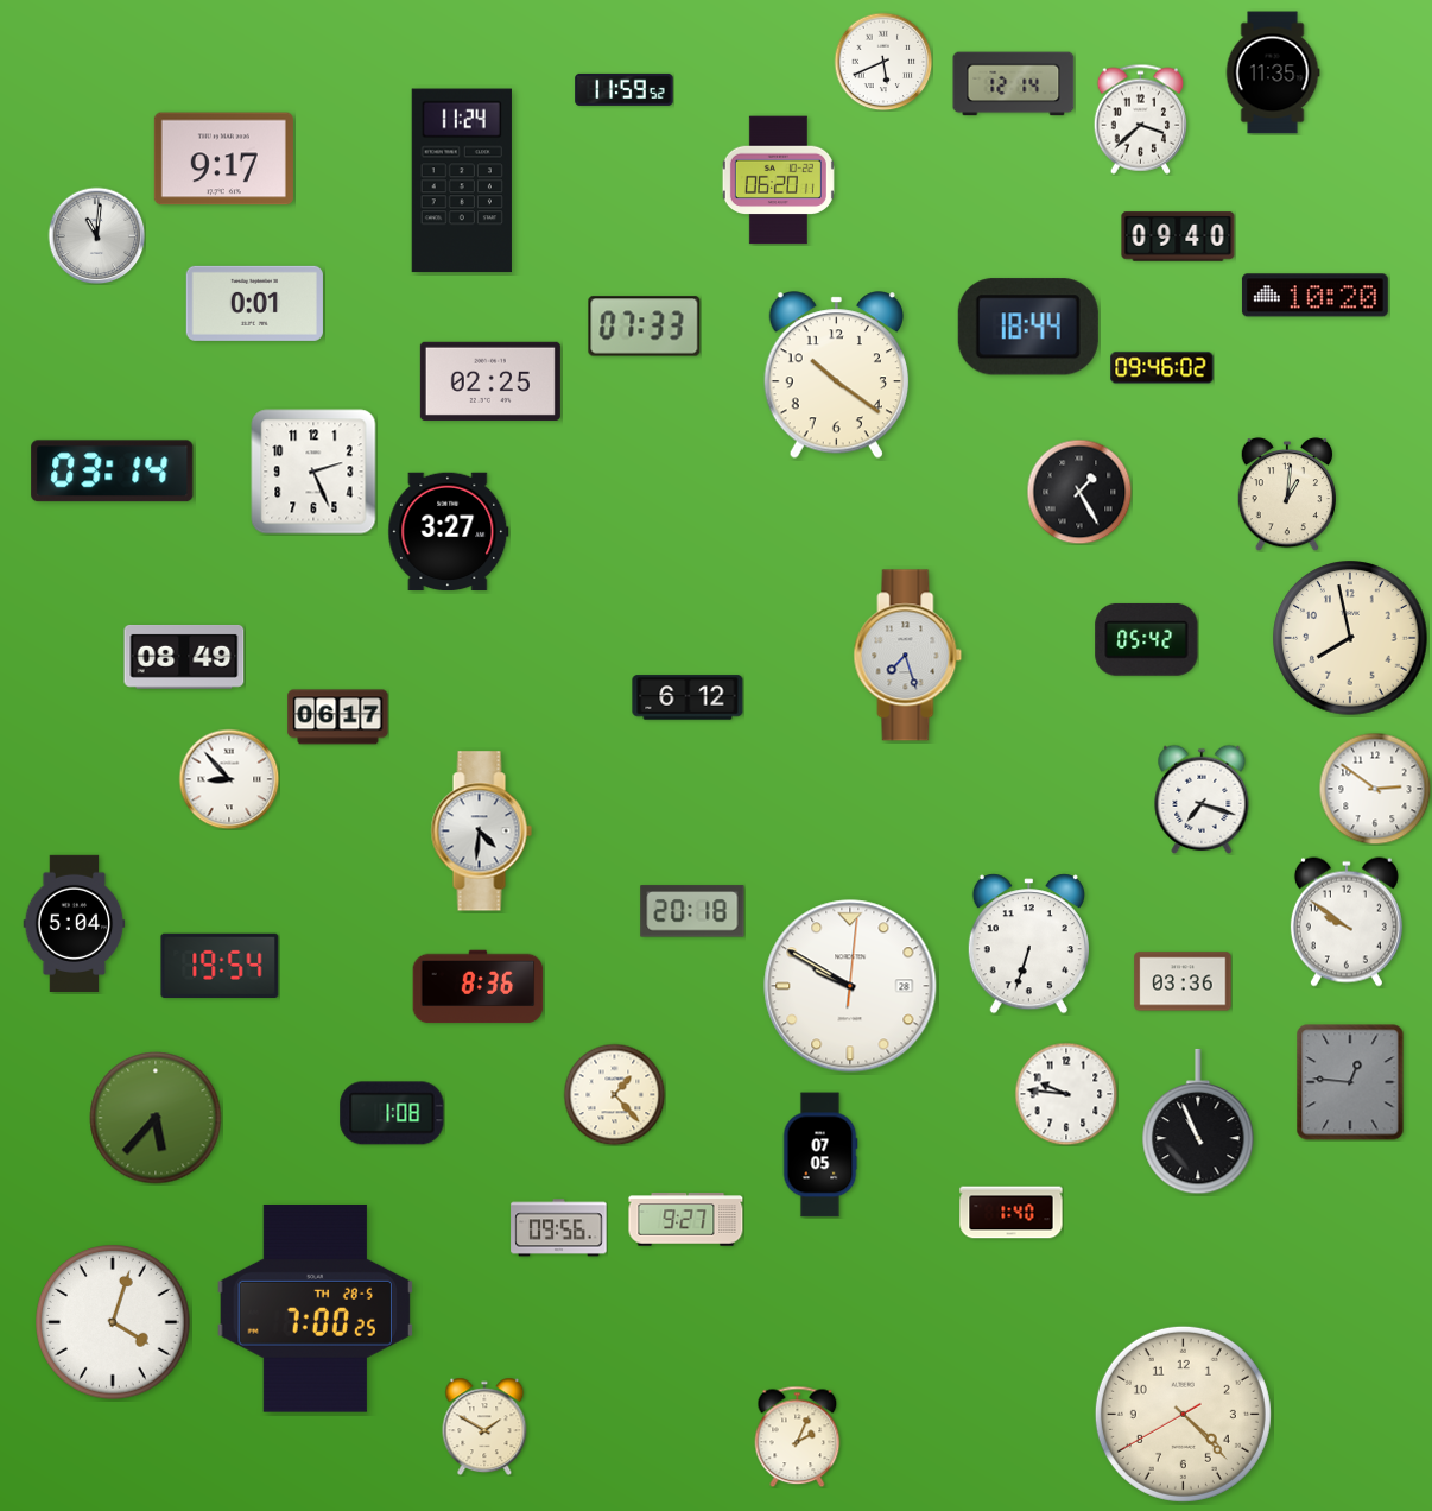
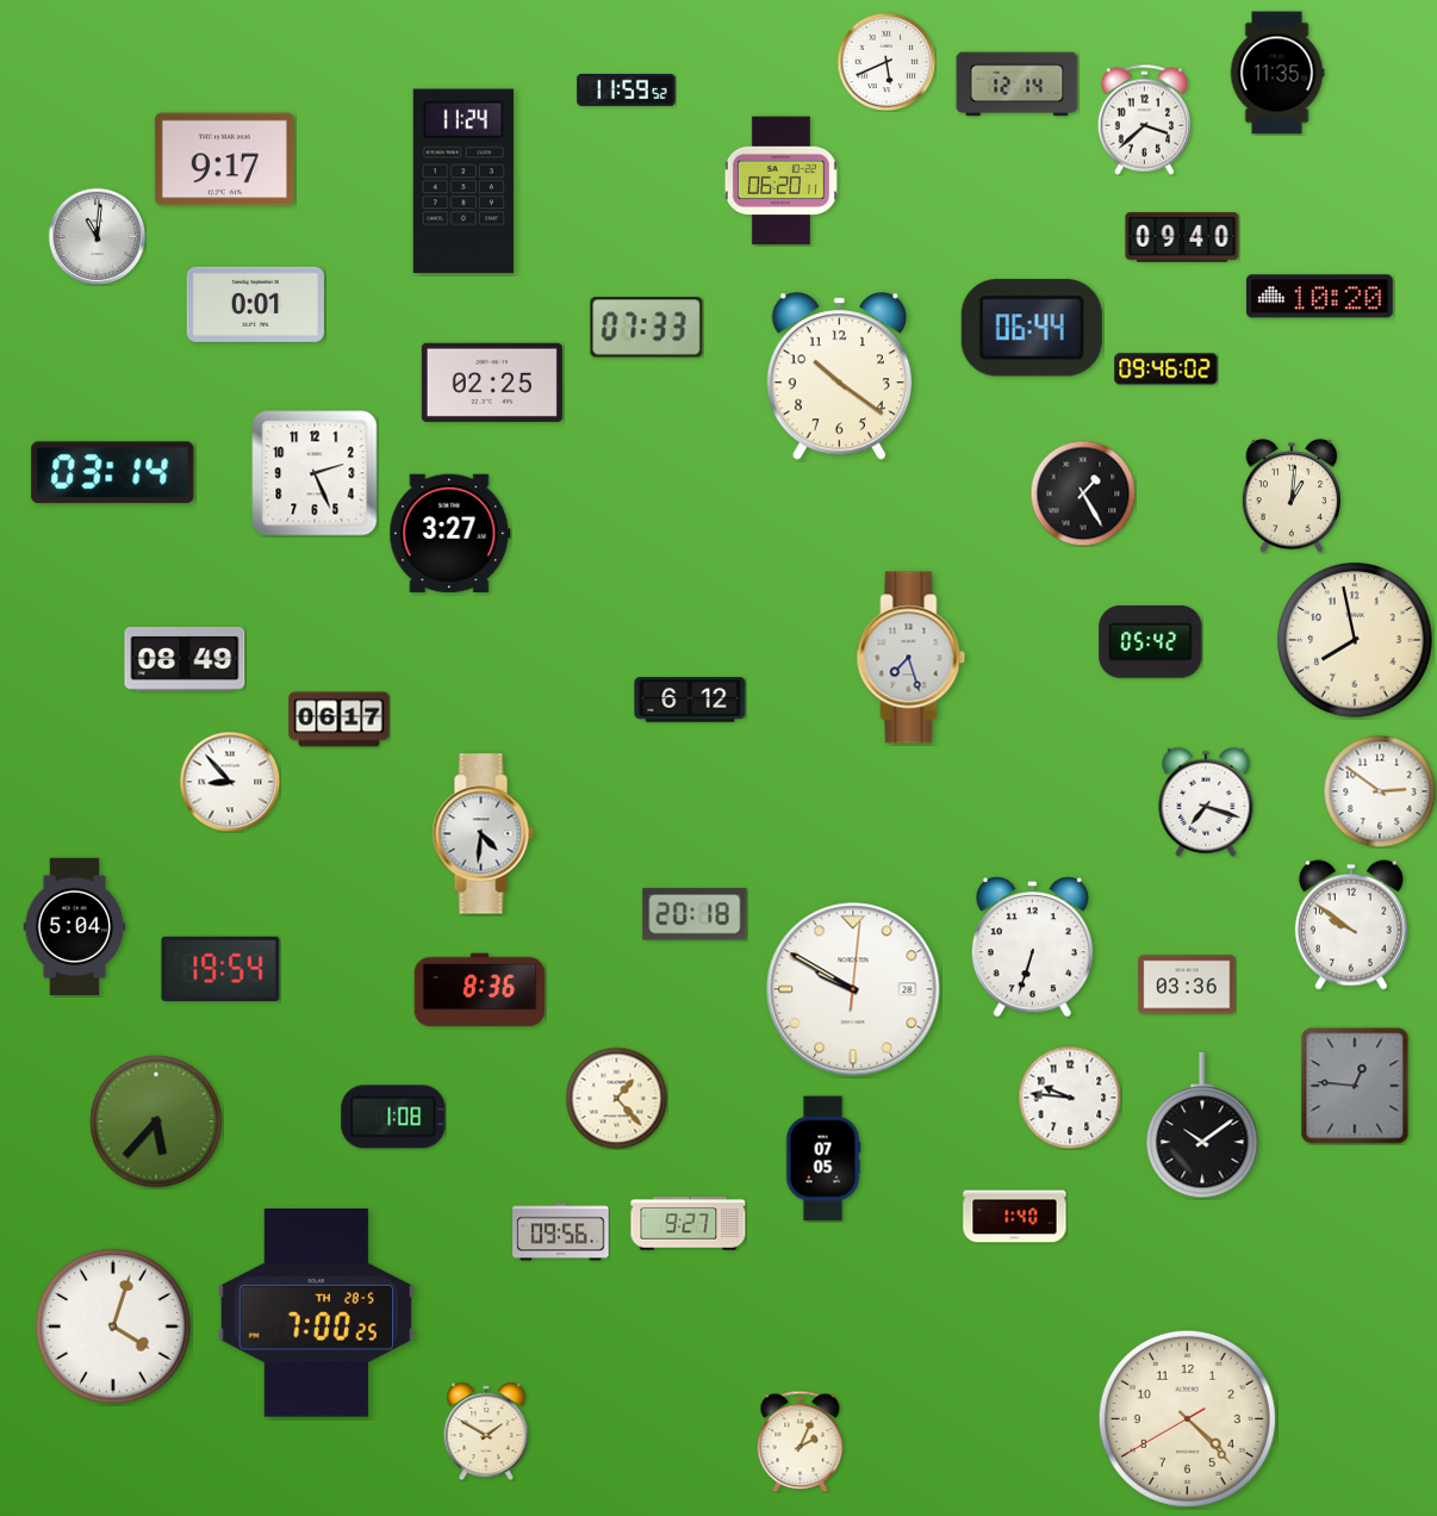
clock at (1028, 327): 18:44 -> 06:44
clock at (1198, 1121): 10:56 -> 10:09
